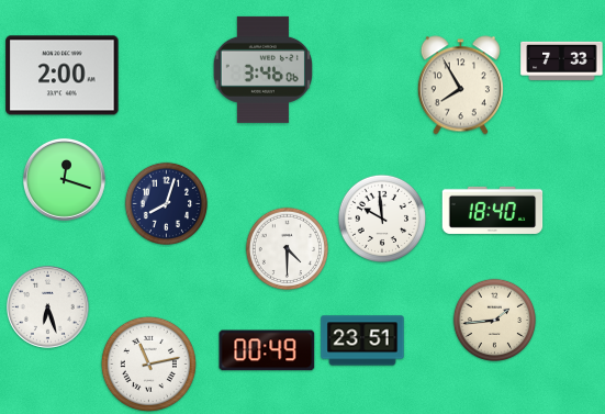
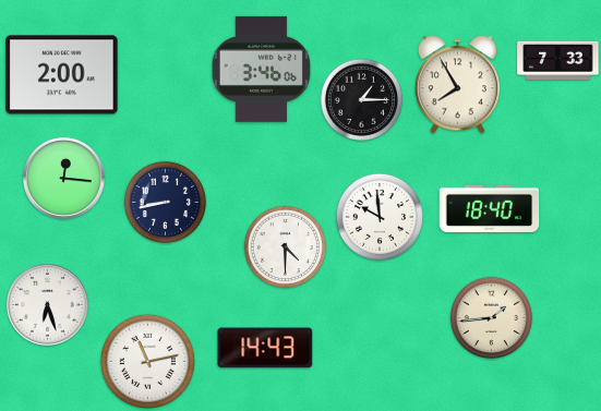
clock at (362, 100): none -> 1:15
clock at (64, 179): 12:18 -> 12:16
clock at (167, 204): 8:03 -> 8:43
clock at (362, 340): 23:51 -> none
clock at (267, 350): 00:49 -> 14:43
